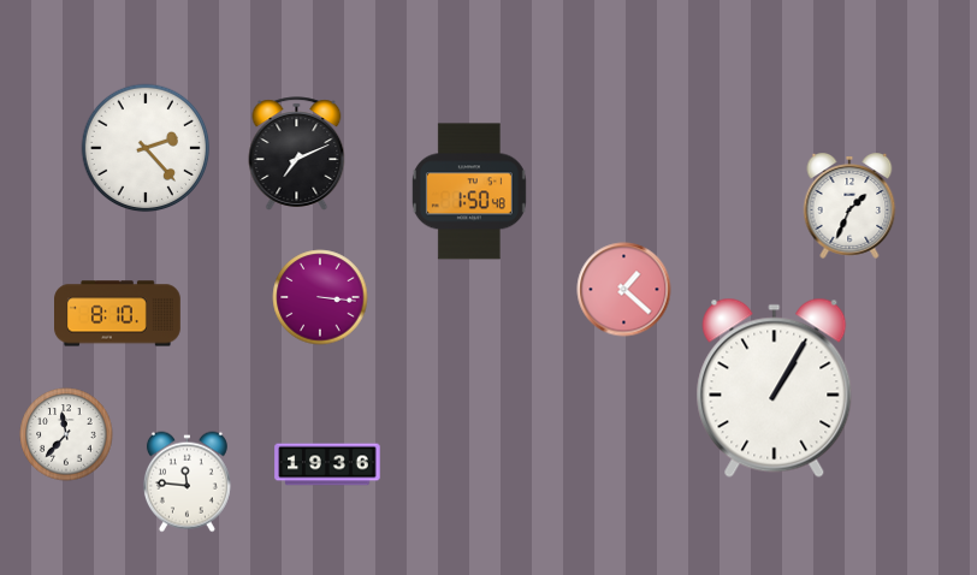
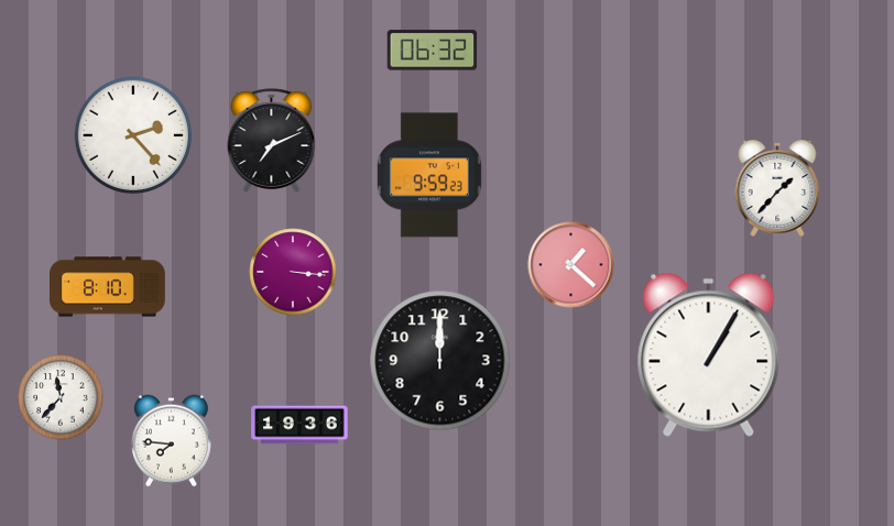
clock at (433, 51): none -> 06:32
clock at (469, 191): 1:50 -> 9:59
clock at (849, 207): 1:34 -> 1:37
clock at (440, 361): none -> 12:00
clock at (186, 482): 11:46 -> 7:46
